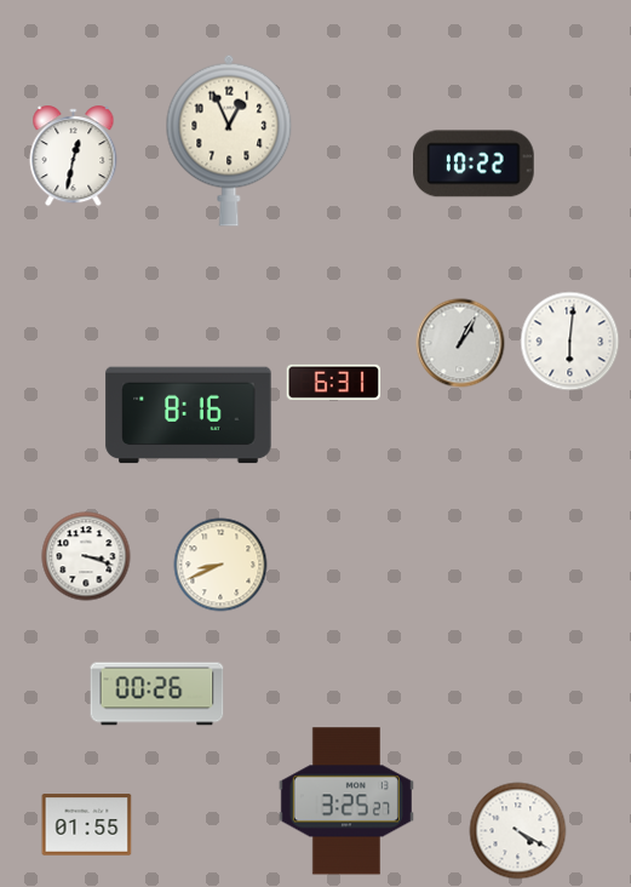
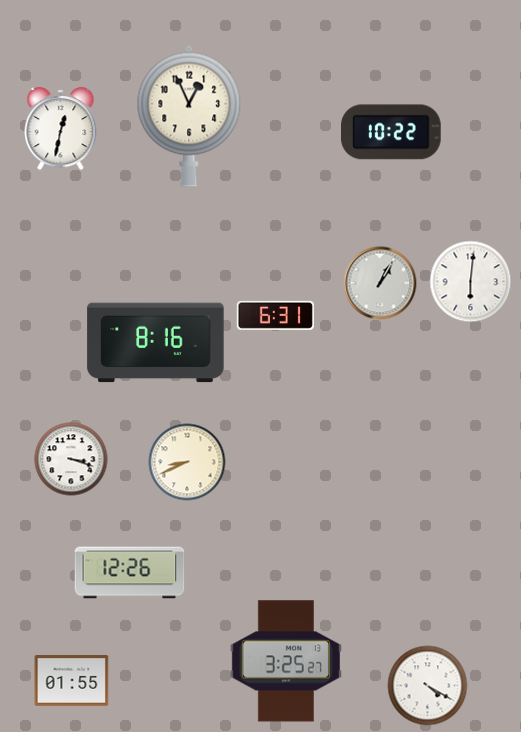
clock at (475, 164) position: (475, 164) -> (392, 132)
clock at (220, 565) position: (220, 565) -> (187, 462)
clock at (157, 694): 00:26 -> 12:26
